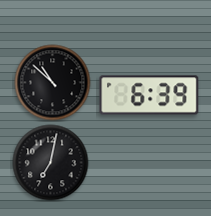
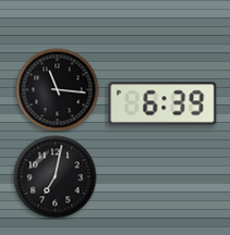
clock at (53, 83): 10:52 -> 11:16
